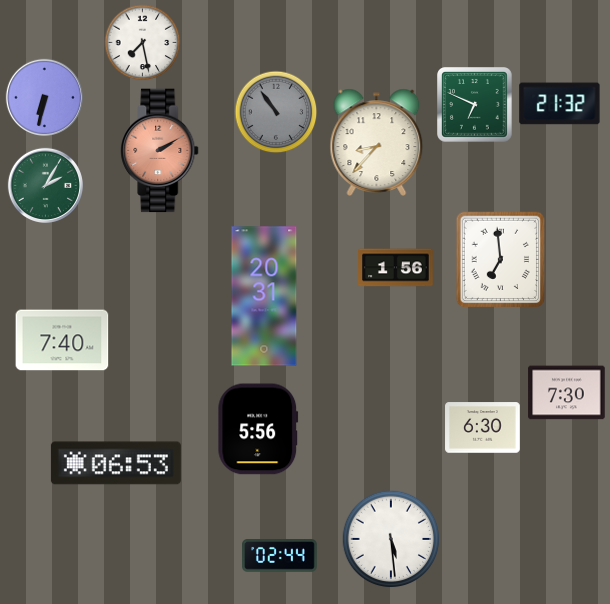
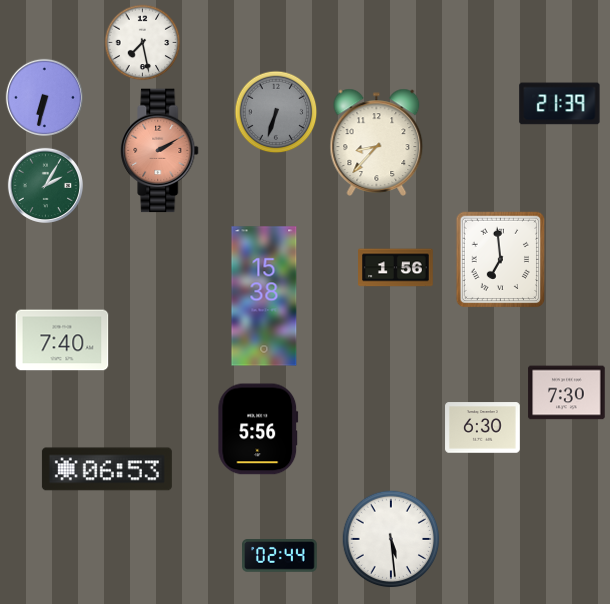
clock at (560, 104): 21:32 -> 21:39
clock at (475, 105): 6:49 -> none
clock at (276, 112): 10:54 -> 6:33
clock at (264, 296): 20:31 -> 15:38
clock at (116, 463) position: (116, 463) -> (107, 469)
